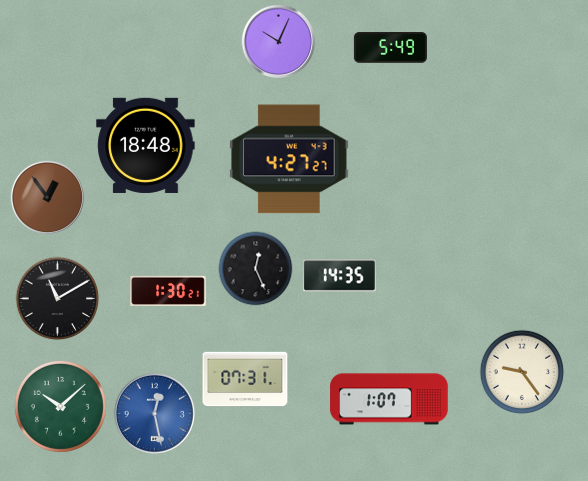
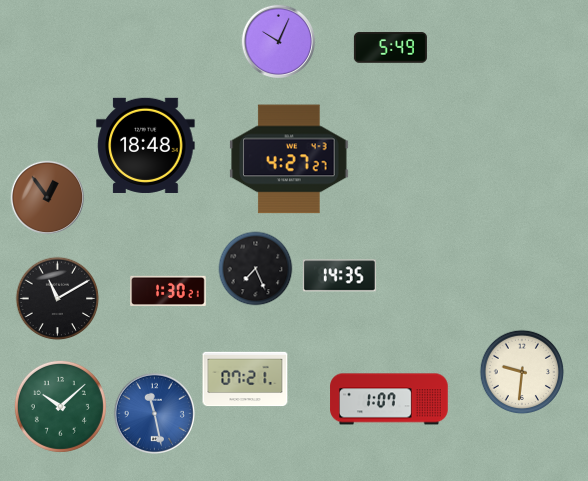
clock at (256, 269): 12:26 -> 7:26
clock at (522, 372): 9:24 -> 9:31
clock at (245, 379): 07:31 -> 07:21
clock at (154, 413): 12:28 -> 11:28
